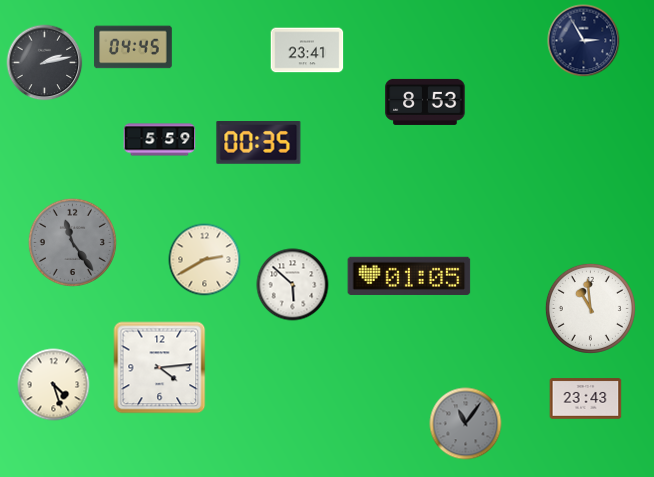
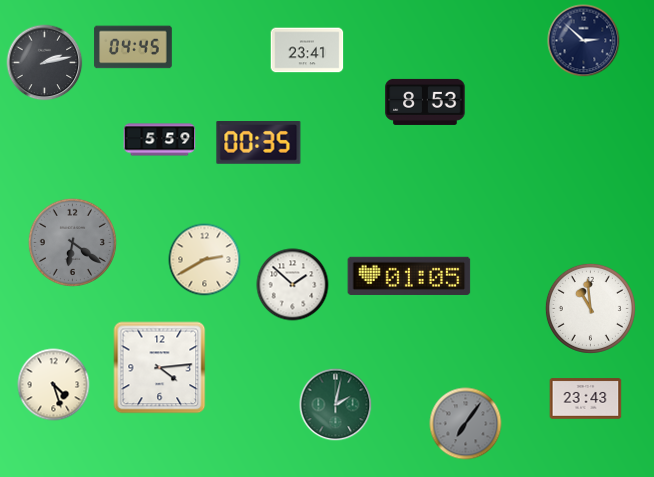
clock at (584, 41): 2:55 -> 2:52
clock at (72, 242): 11:24 -> 6:21
clock at (293, 285): 5:52 -> 1:52
clock at (336, 405): none -> 2:02
clock at (466, 424): 11:06 -> 7:06
